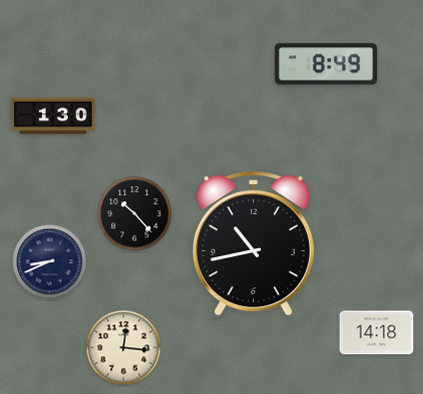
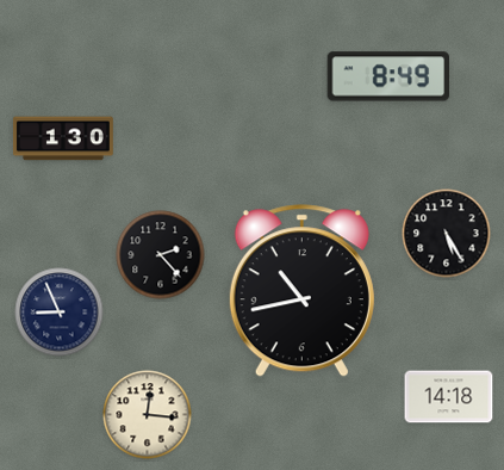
clock at (447, 234): none -> 5:25
clock at (135, 214): 10:23 -> 2:23
clock at (50, 262): 8:41 -> 8:56
